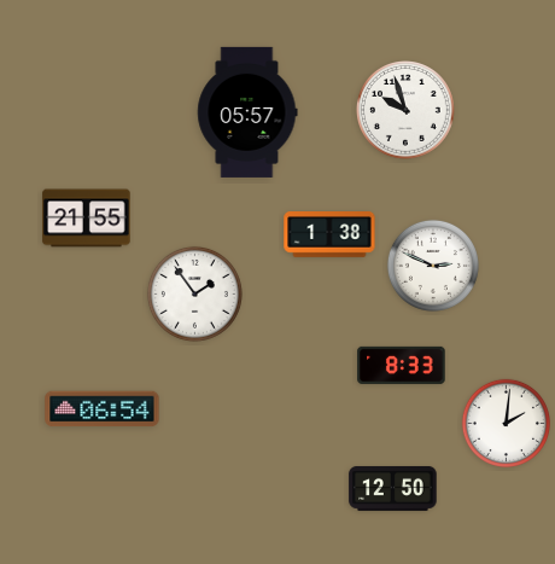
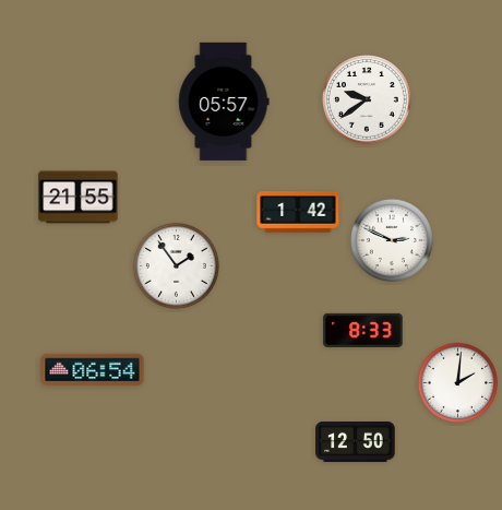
clock at (407, 111): 9:57 -> 9:39
clock at (329, 236): 1:38 -> 1:42
